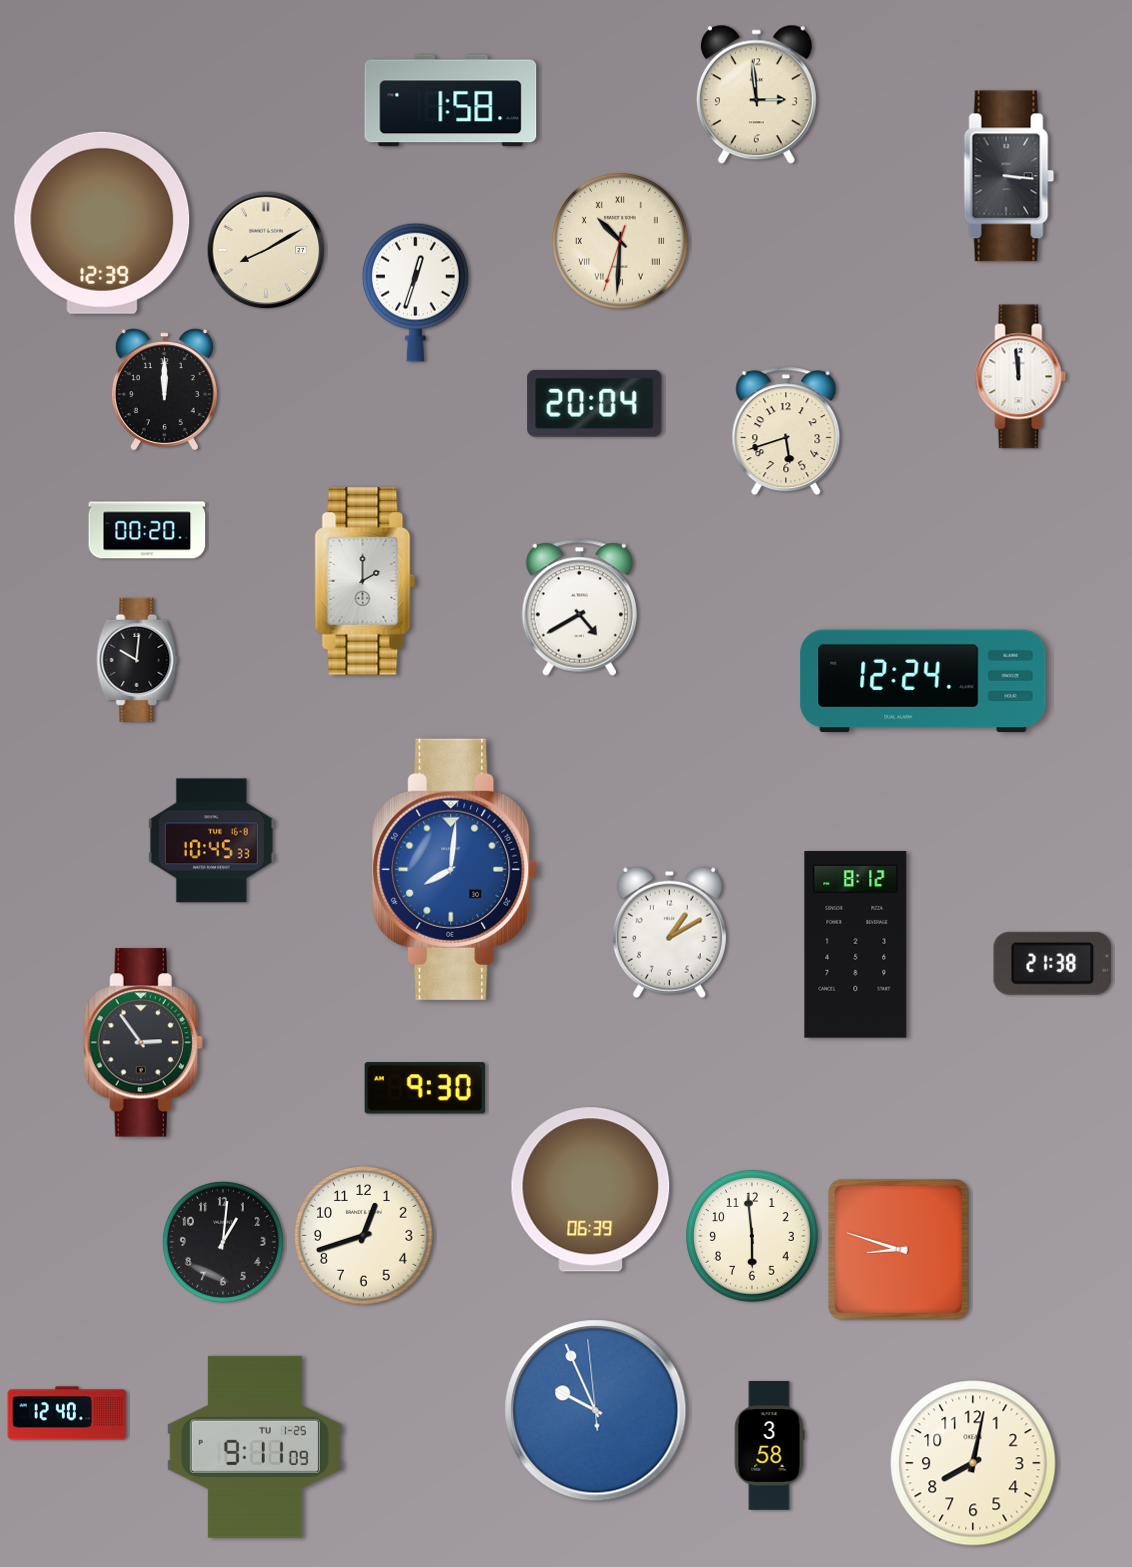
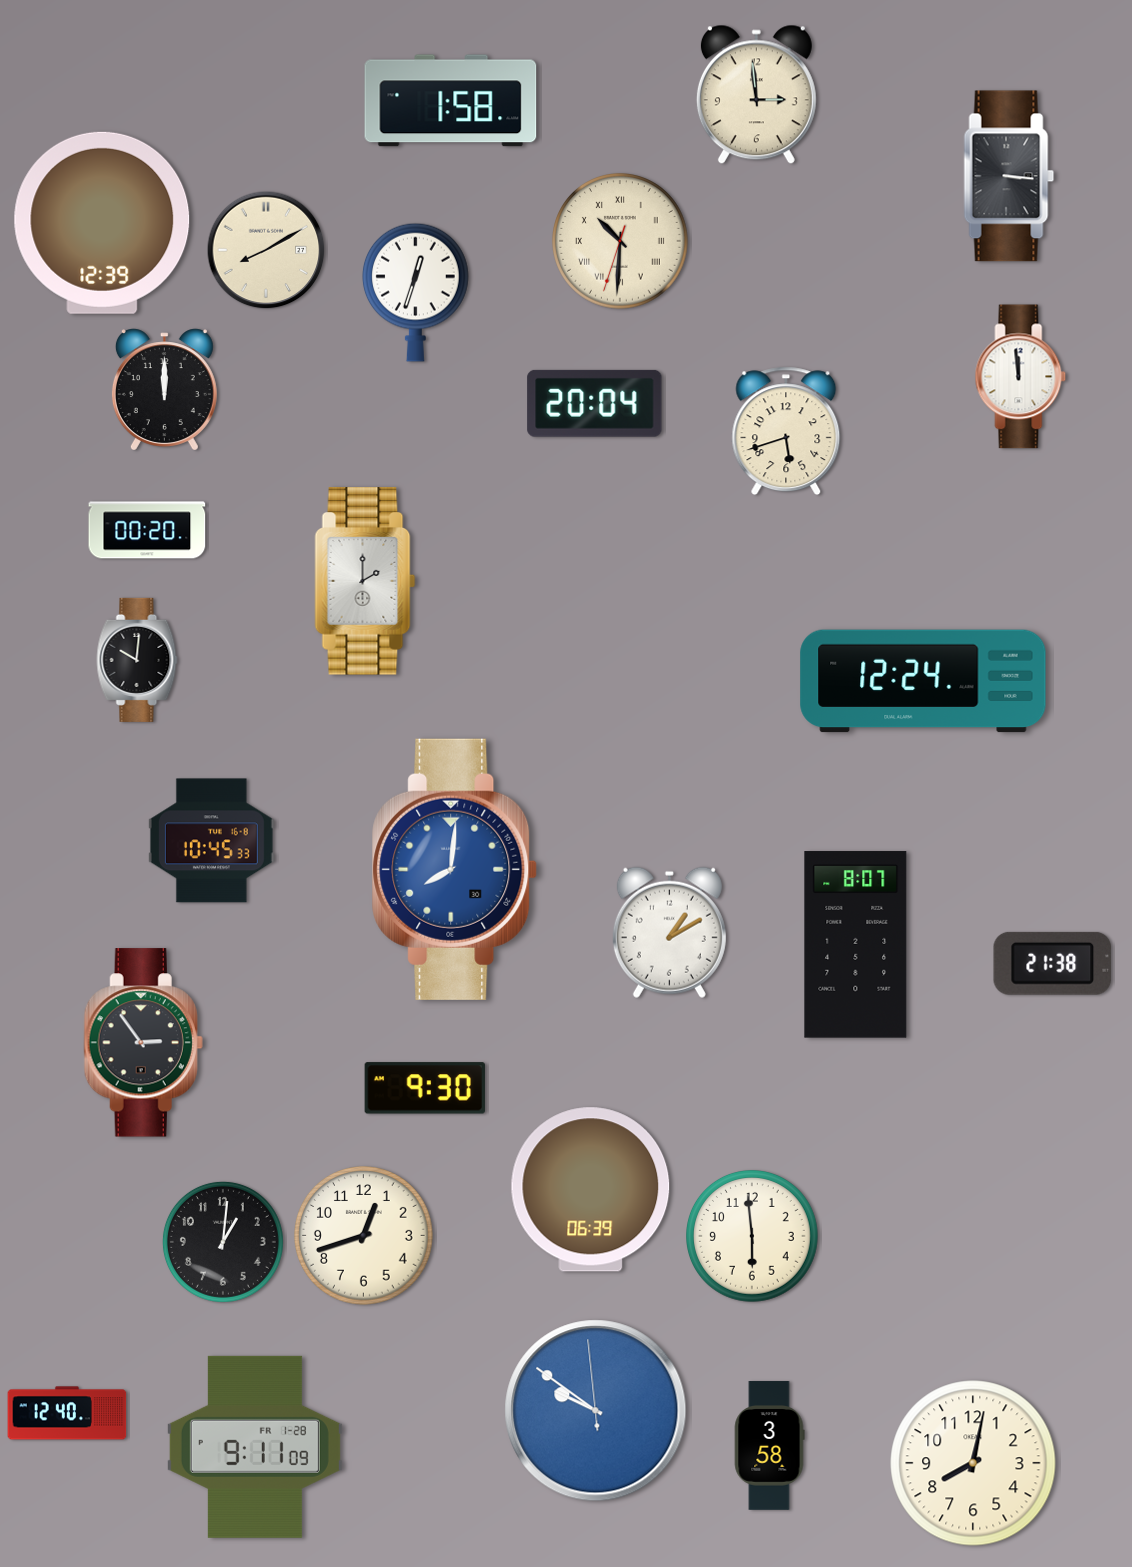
clock at (579, 607): 4:40 -> none
clock at (856, 945): 8:12 -> 8:07
clock at (898, 1249): 8:48 -> none
clock at (596, 1411): 9:55 -> 9:50
clock at (255, 1447) date: TU 1-25 -> FR 1-28
